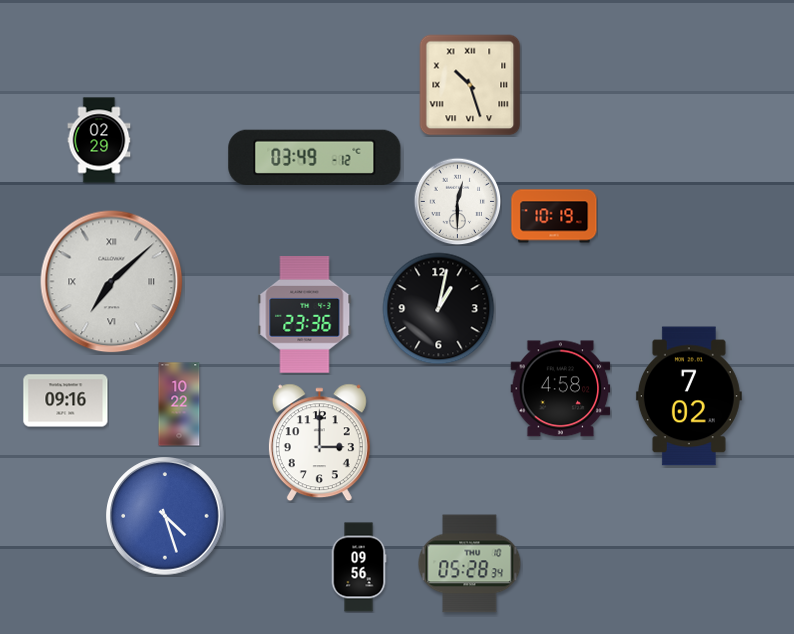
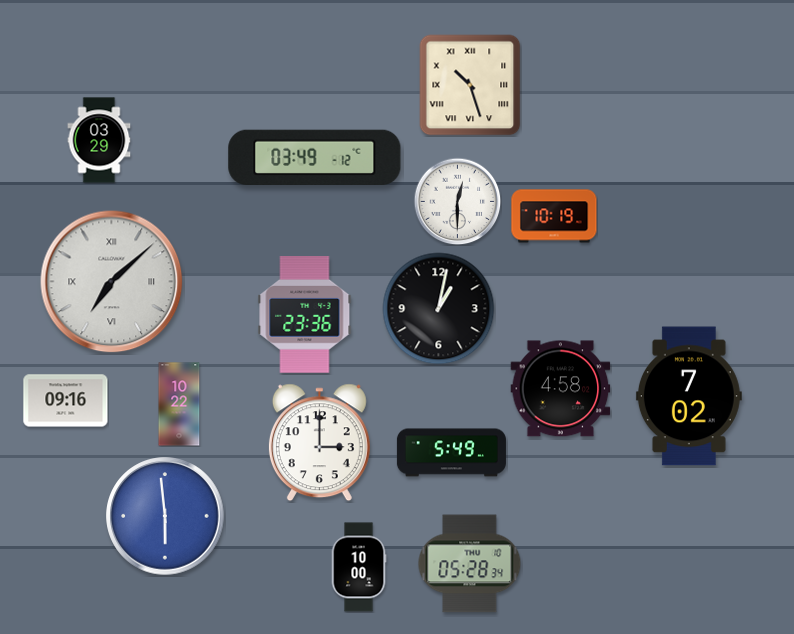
clock at (99, 140): 02:29 -> 03:29
clock at (451, 453): none -> 5:49
clock at (165, 516): 4:27 -> 5:59
clock at (359, 567): 09:56 -> 10:00
